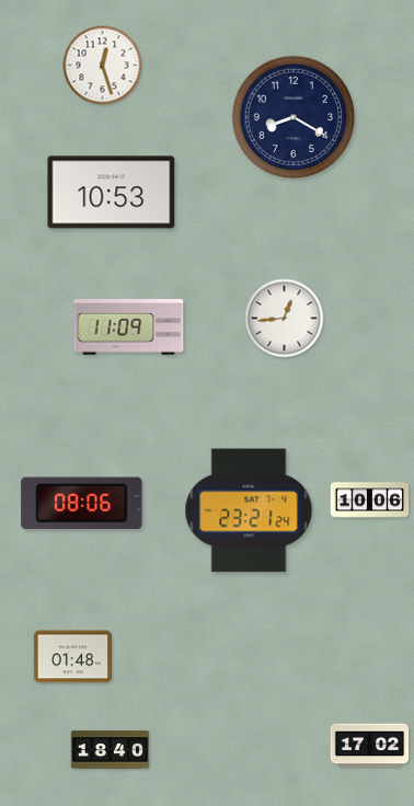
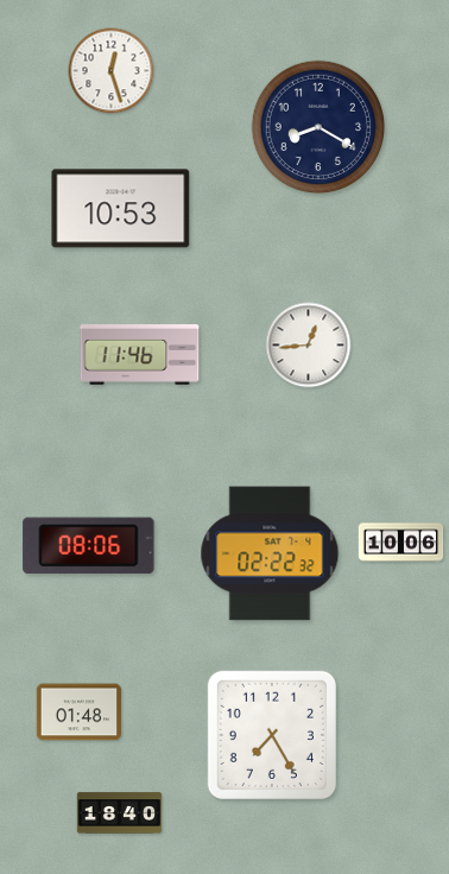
clock at (129, 327): 11:09 -> 11:46
clock at (249, 510): 23:21 -> 02:22
clock at (272, 735): none -> 7:25
clock at (370, 746): 17:02 -> none
